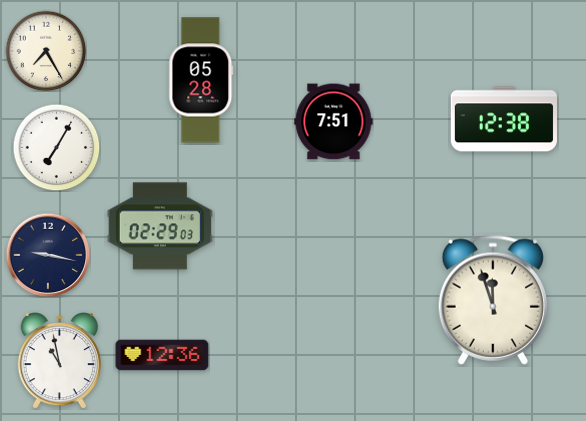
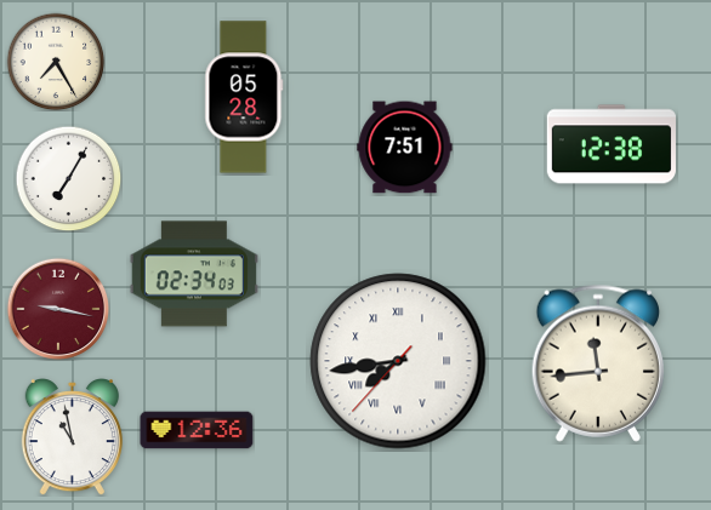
clock at (160, 226): 02:29 -> 02:34
clock at (48, 255) dial: navy -> burgundy
clock at (398, 361): none -> 7:43
clock at (492, 300): 11:57 -> 11:44
